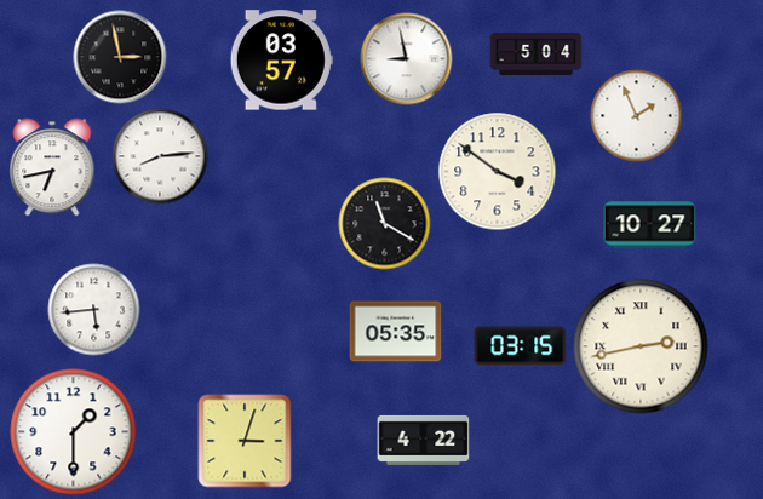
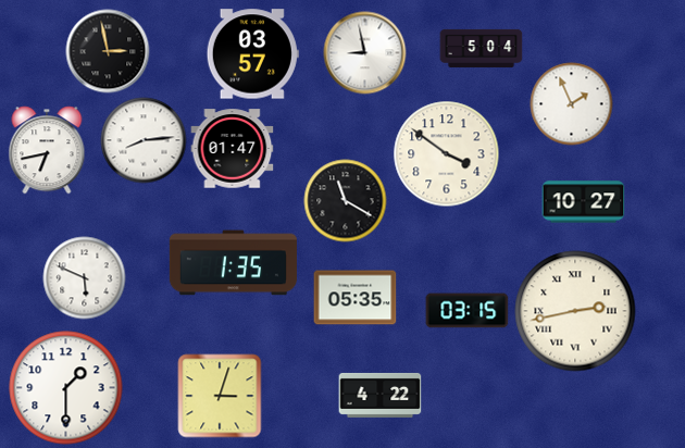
clock at (233, 149): none -> 01:47
clock at (233, 263): none -> 1:35
clock at (94, 310): 5:44 -> 5:49
